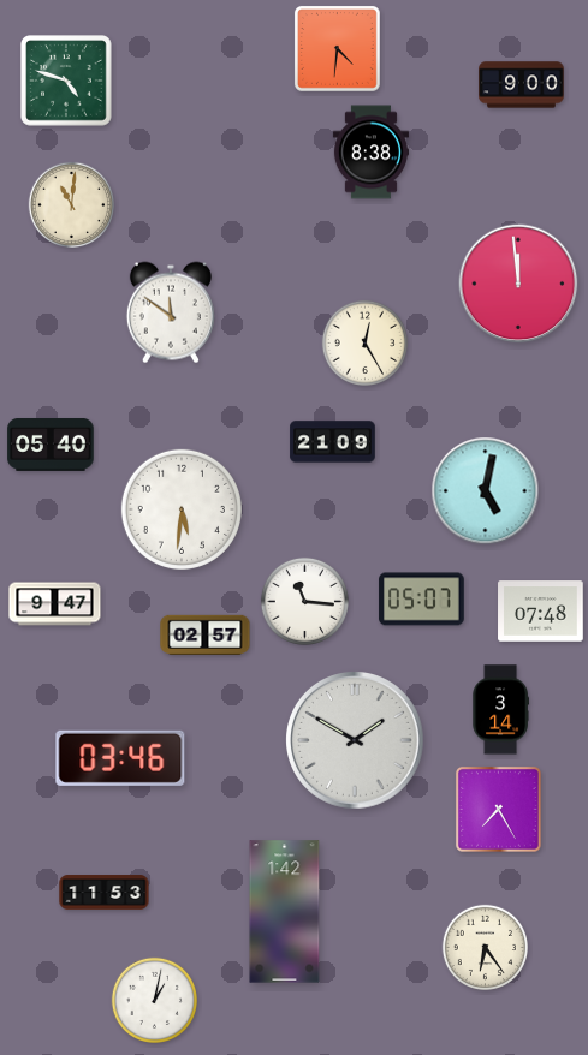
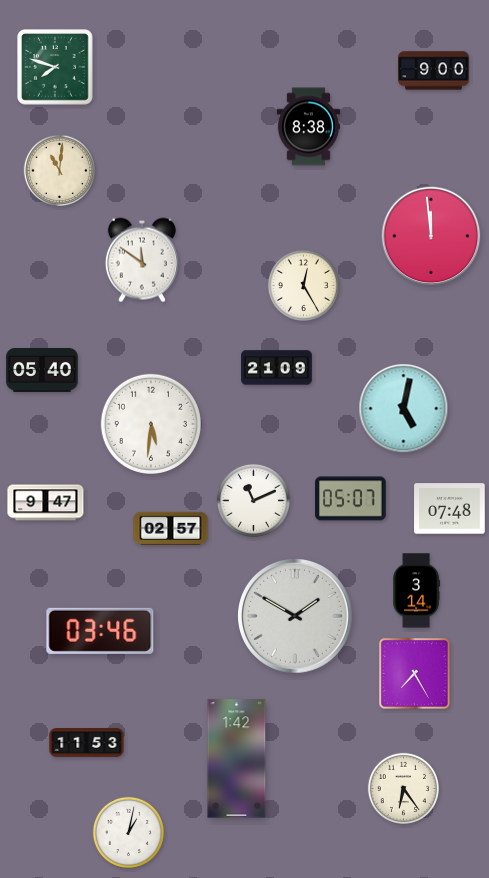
clock at (337, 48): 4:31 -> none
clock at (66, 81): 4:48 -> 7:48
clock at (304, 601): 11:16 -> 11:11
